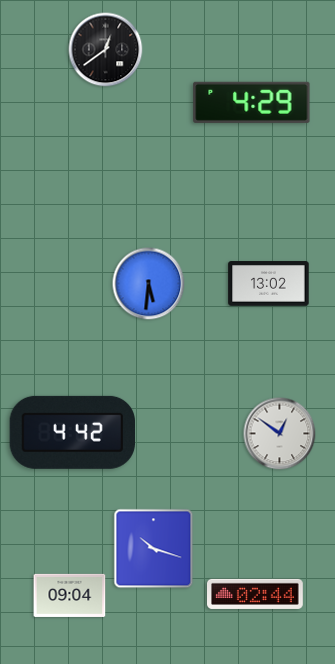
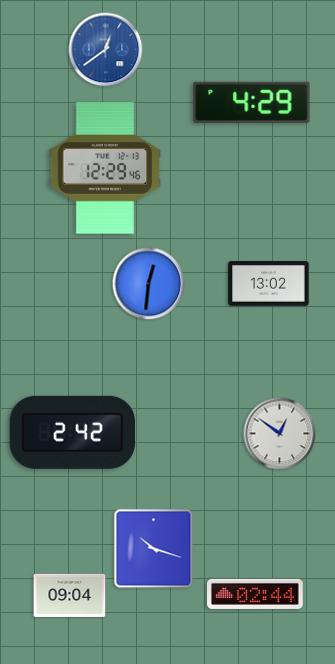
clock at (106, 50) dial: black -> blue
clock at (105, 168): none -> 12:29
clock at (149, 284): 5:31 -> 12:31
clock at (72, 432): 4:42 -> 2:42
